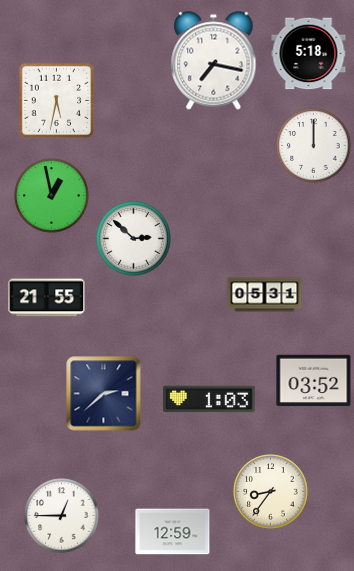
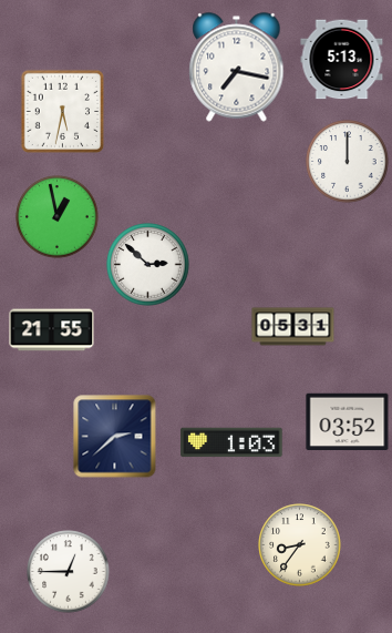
clock at (309, 54): 5:18 -> 5:13
clock at (173, 532): 12:59 -> none
